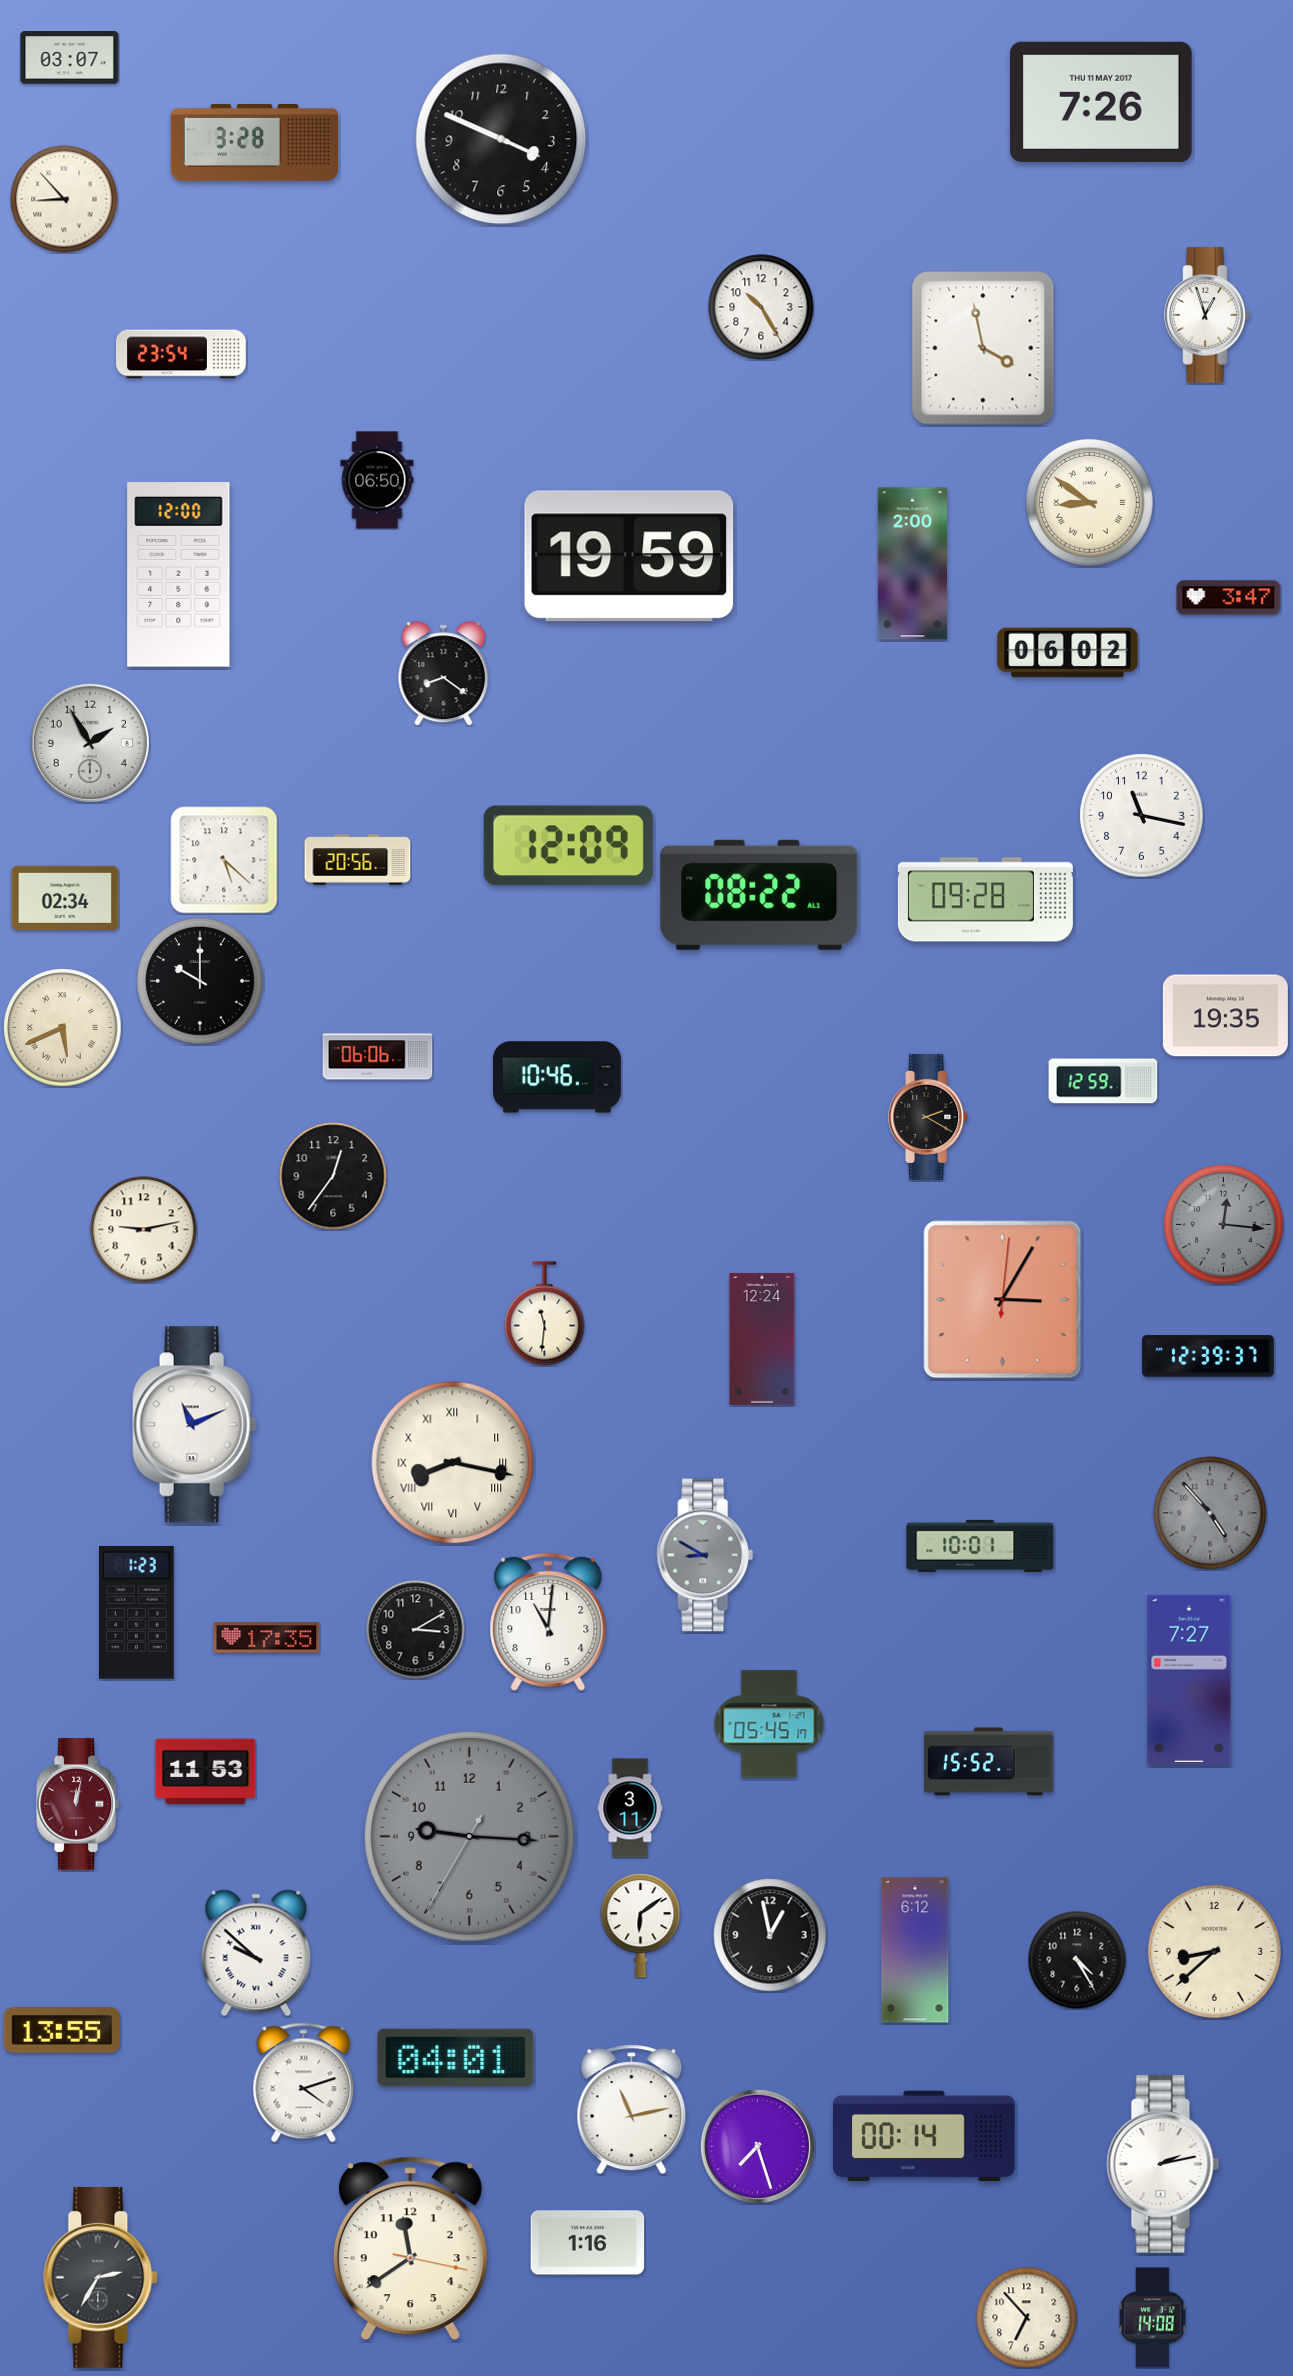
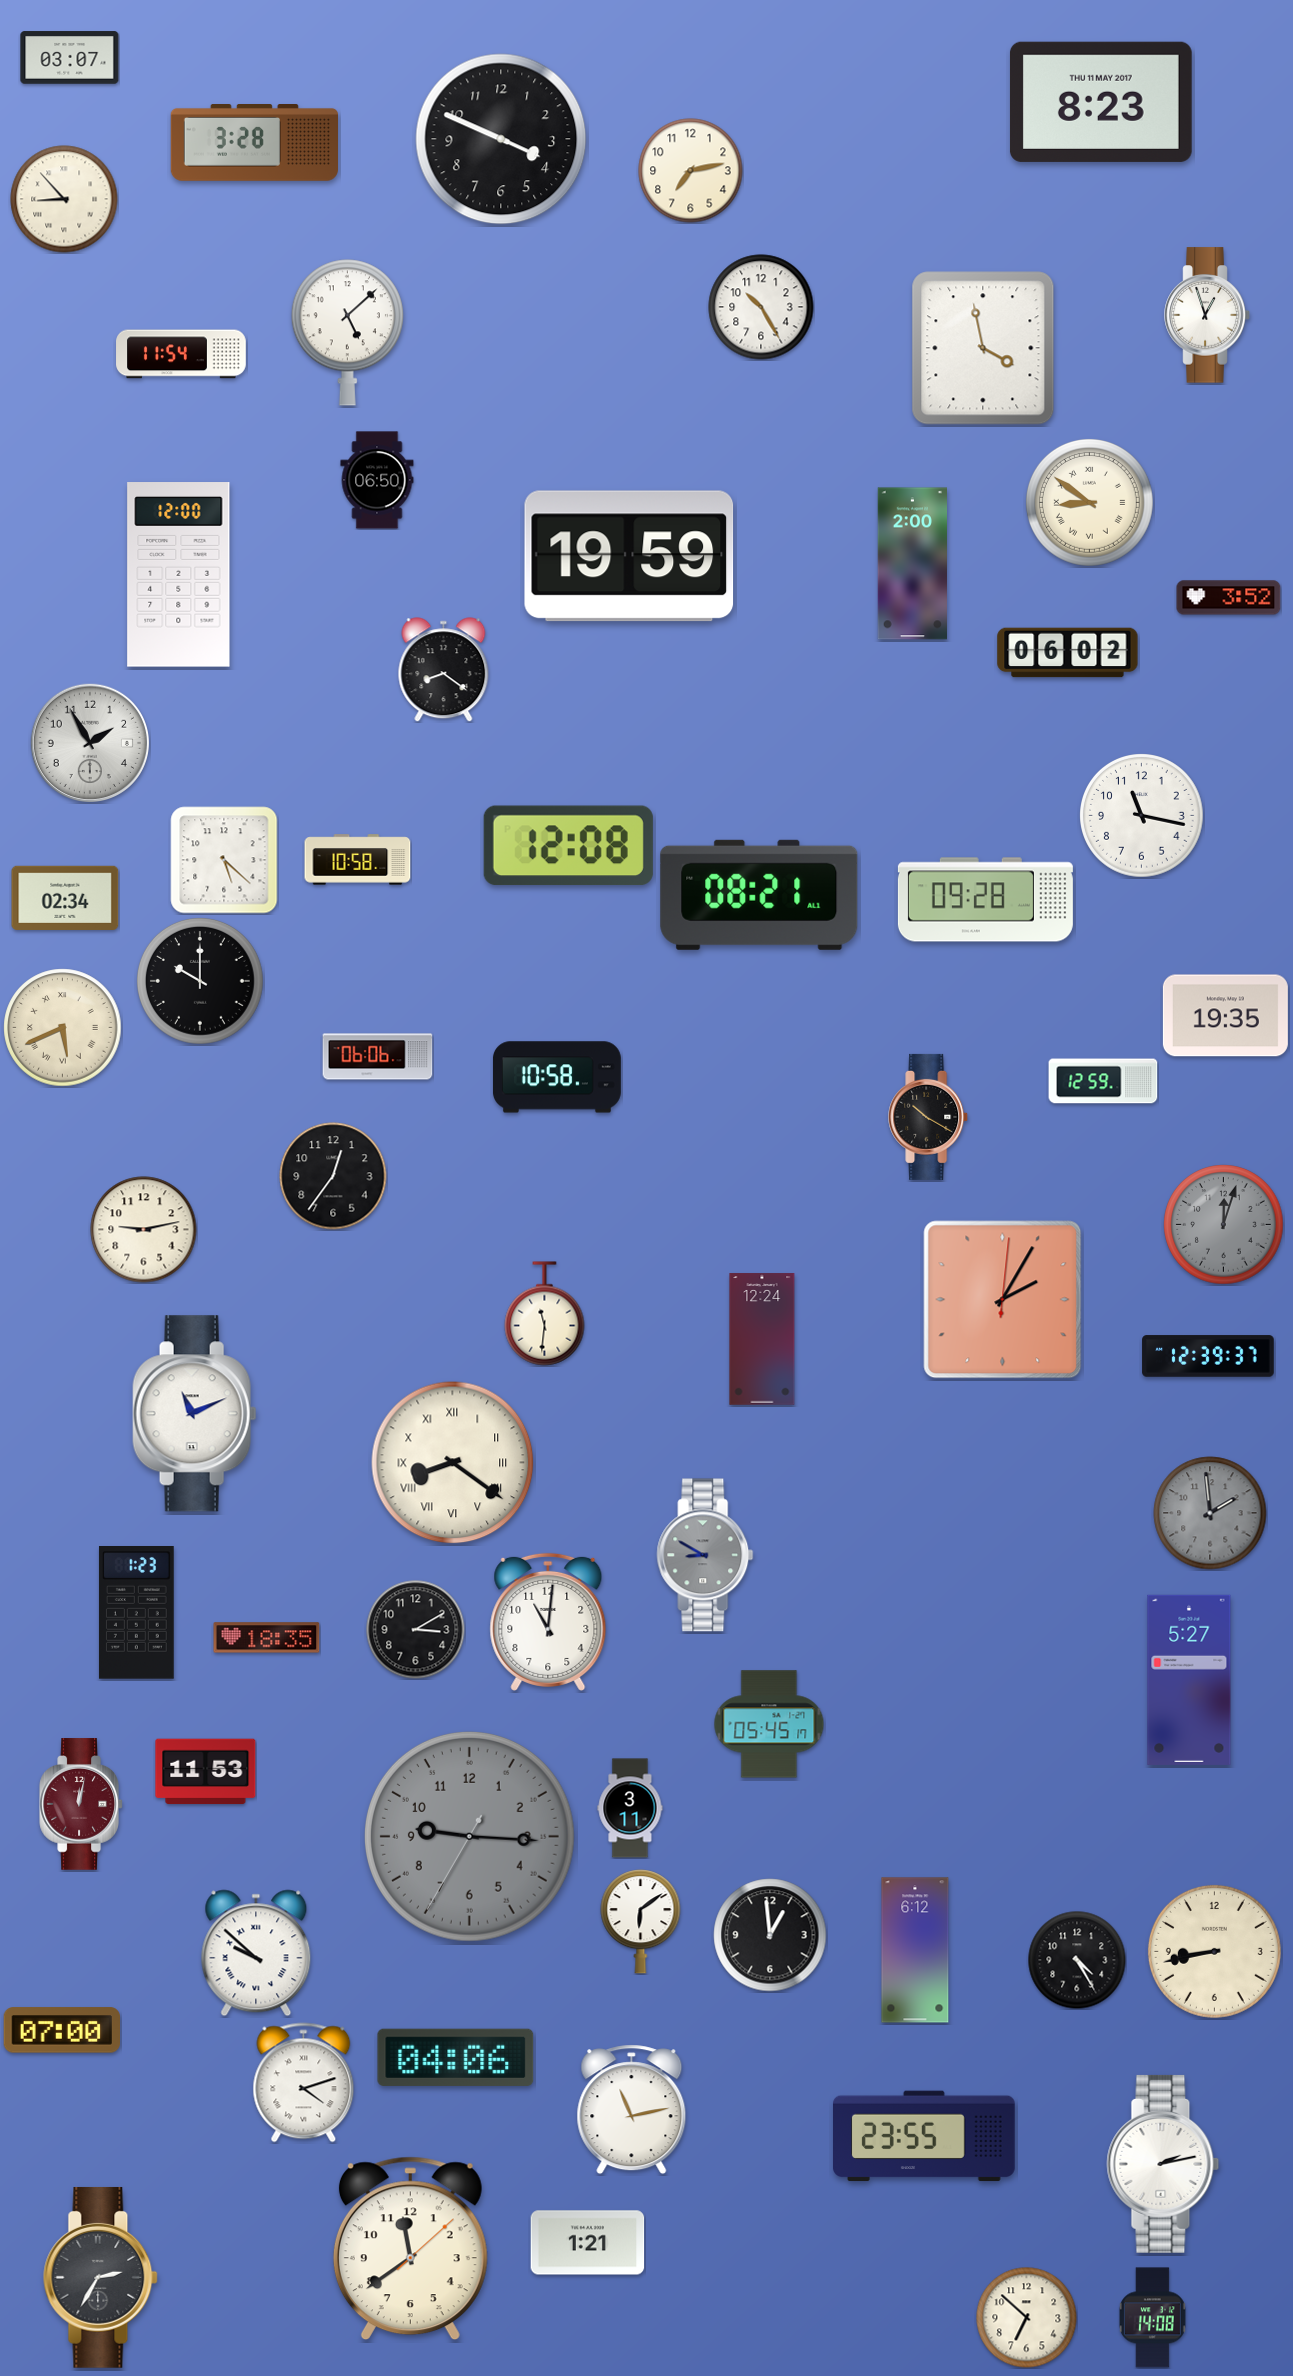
clock at (1101, 102): 7:26 -> 8:23
clock at (691, 171): none -> 7:13
clock at (347, 333): none -> 5:08
clock at (181, 354): 23:54 -> 11:54
clock at (1229, 598): 3:47 -> 3:52
clock at (444, 674) position: (444, 674) -> (444, 670)
clock at (568, 845): 12:09 -> 12:08
clock at (358, 860): 20:56 -> 10:58
clock at (759, 895): 08:22 -> 08:21
clock at (557, 1077): 10:46 -> 10:58
clock at (929, 1117): 2:20 -> 10:20
clock at (1224, 1225): 12:16 -> 12:03
clock at (1003, 1300): 3:05 -> 2:05
clock at (195, 1425) position: (195, 1425) -> (195, 1414)
clock at (453, 1463): 8:17 -> 8:21
clock at (1210, 1513): 4:53 -> 1:59
clock at (980, 1546): 10:01 -> none
clock at (267, 1638): 17:35 -> 18:35
clock at (1189, 1680): 7:27 -> 5:27
clock at (988, 1762): 15:52 -> none
clock at (78, 1804) position: (78, 1804) -> (81, 1804)
clock at (641, 1926) position: (641, 1926) -> (641, 1922)
clock at (770, 1935): 12:58 -> 12:59
clock at (1214, 1951): 8:38 -> 8:43
clock at (61, 2030): 13:55 -> 07:00
clock at (456, 2057): 04:01 -> 04:06
clock at (925, 2136): 00:14 -> 23:55
clock at (757, 2146): 7:27 -> none
clock at (588, 2243): 1:16 -> 1:21
clock at (410, 2249): 11:39:17 -> 11:39:08
clock at (1027, 2318): 6:53 -> 6:52
